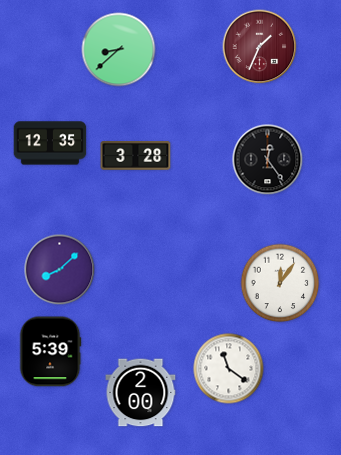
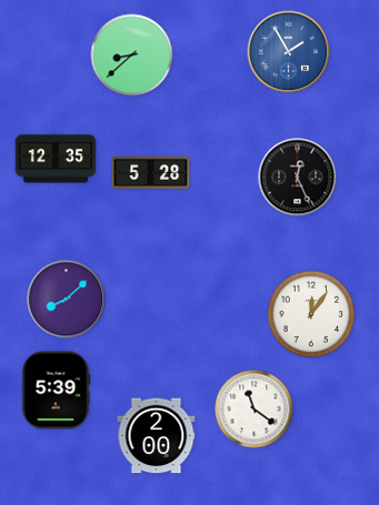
clock at (260, 47): 1:34 -> 1:55
clock at (260, 47) dial: burgundy -> blue
clock at (136, 156): 3:28 -> 5:28
clock at (268, 160): 12:24 -> 12:26
